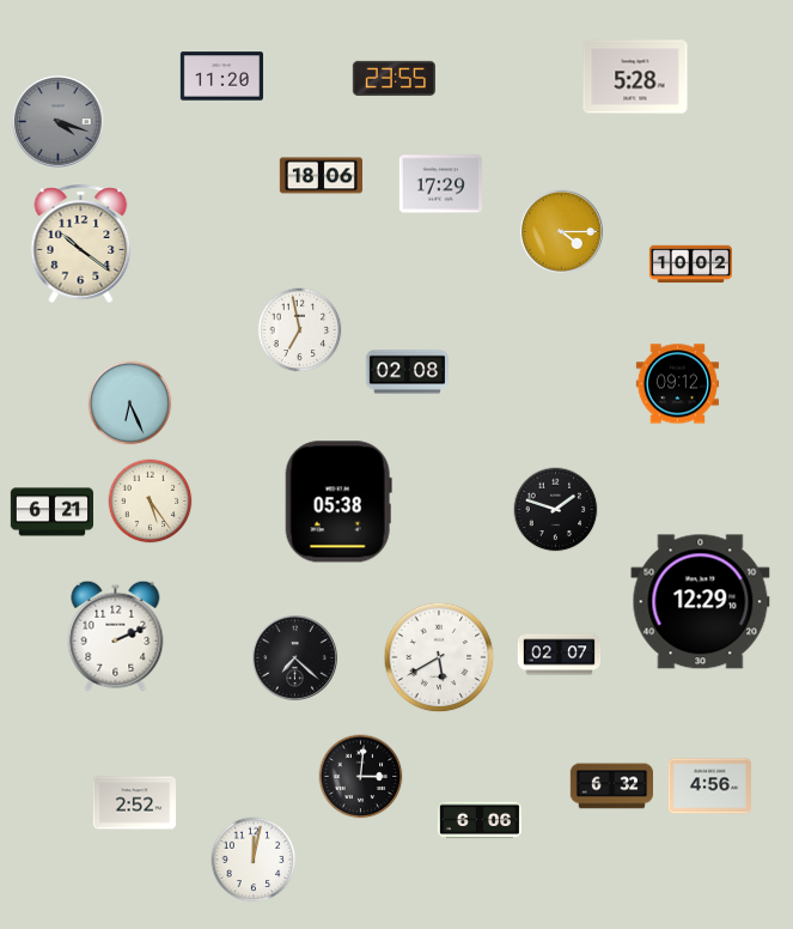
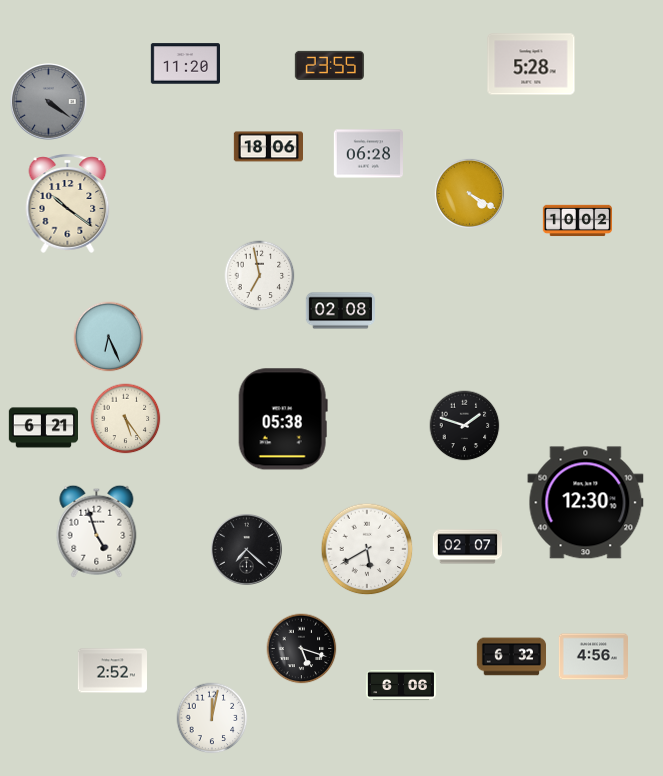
clock at (59, 122): 4:18 -> 4:21
clock at (440, 184): 17:29 -> 06:28
clock at (561, 231): 4:15 -> 4:20
clock at (300, 330) position: (300, 330) -> (260, 276)
clock at (677, 384): 09:12 -> none
clock at (701, 602): 12:29 -> 12:30
clock at (116, 636): 2:11 -> 4:57
clock at (361, 777): 3:01 -> 5:18
